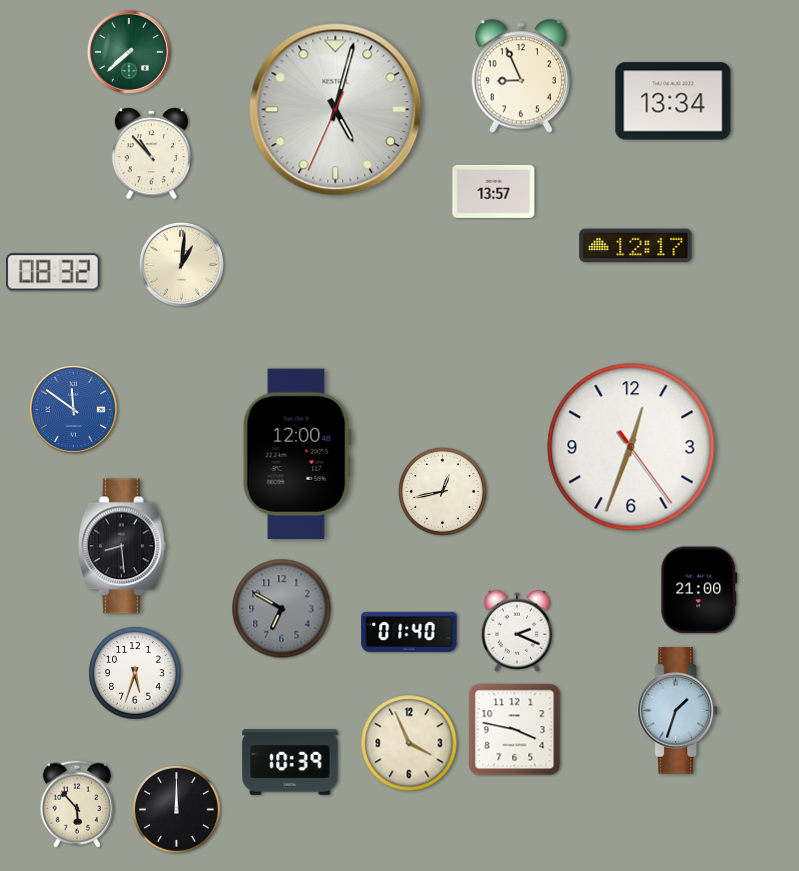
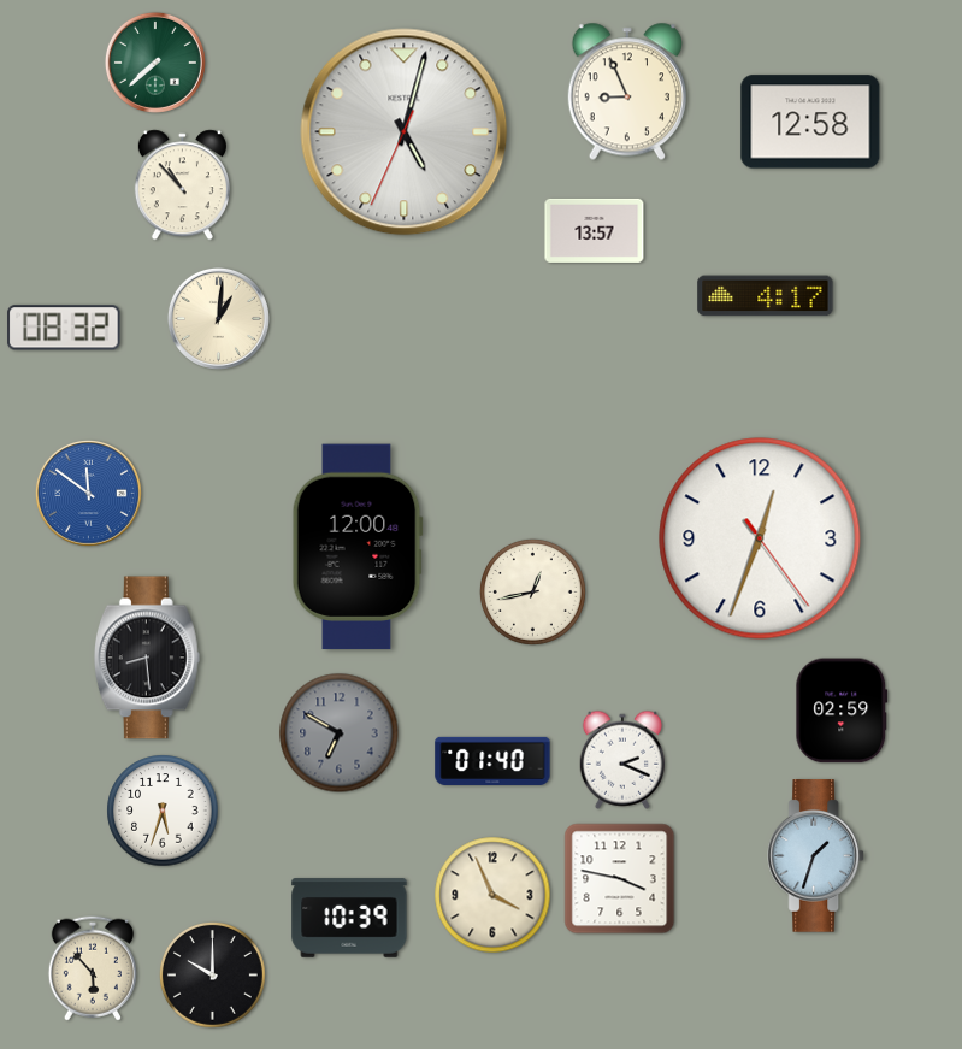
clock at (673, 101): 13:34 -> 12:58
clock at (636, 246): 12:17 -> 4:17
clock at (699, 590): 21:00 -> 02:59
clock at (176, 809): 12:00 -> 10:00
